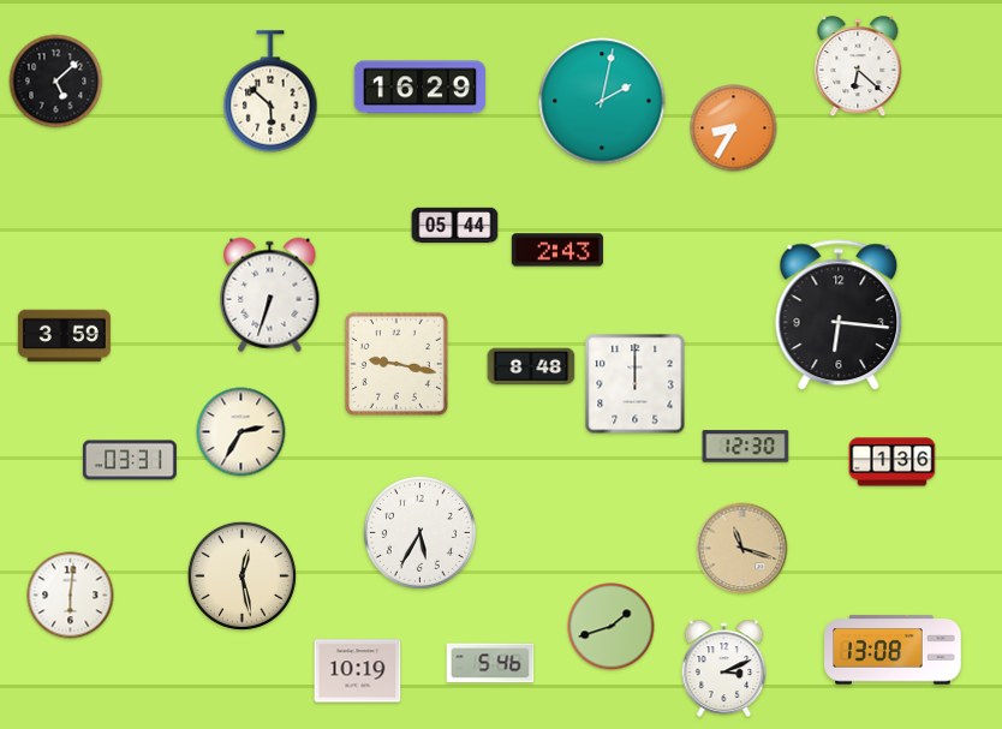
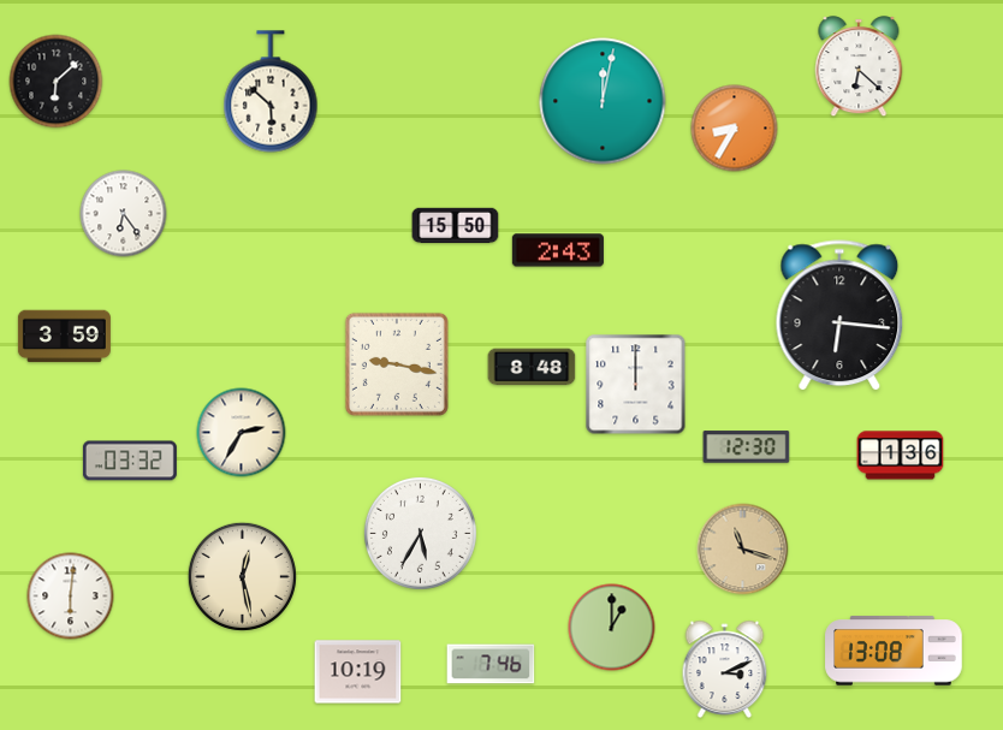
clock at (56, 82): 5:08 -> 6:08
clock at (419, 88): 16:29 -> none
clock at (602, 101): 2:02 -> 12:02
clock at (124, 214): none -> 6:24
clock at (455, 226): 05:44 -> 15:50
clock at (270, 295): 6:33 -> none
clock at (130, 460): 03:31 -> 03:32
clock at (893, 462) position: (893, 462) -> (901, 456)
clock at (612, 627): 1:42 -> 1:00
clock at (490, 663): 5:46 -> 7:46
